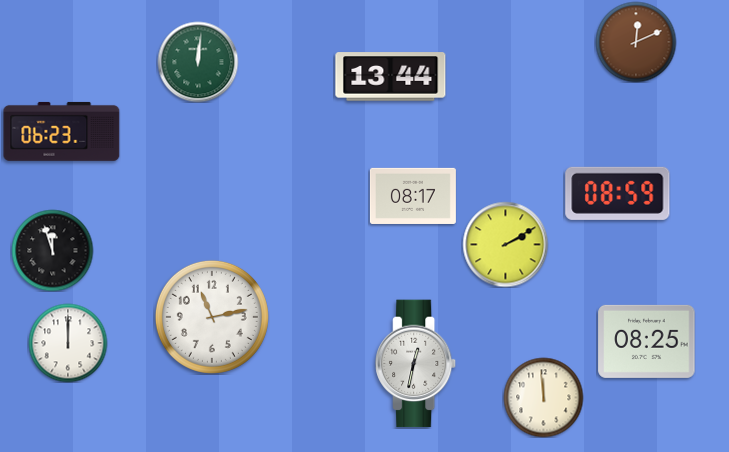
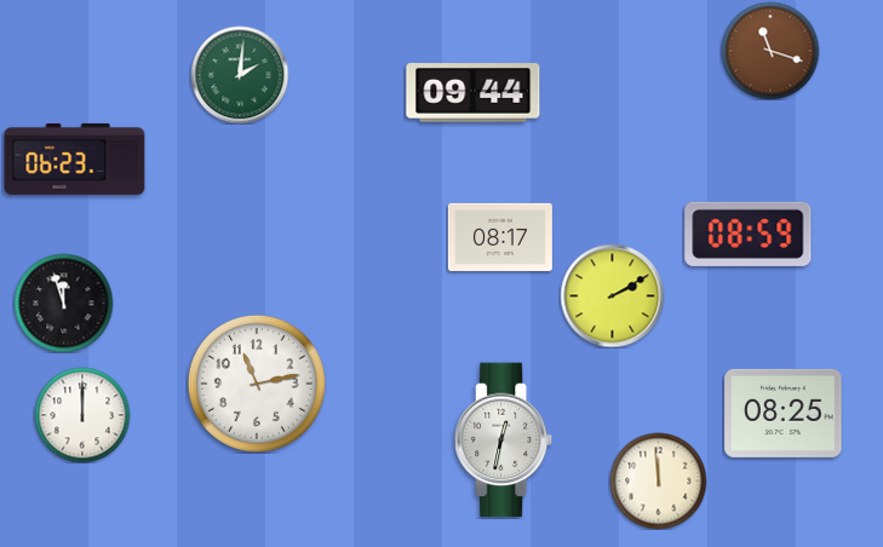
clock at (636, 42): 12:11 -> 11:18
clock at (198, 62): 12:01 -> 2:01
clock at (391, 77): 13:44 -> 09:44
